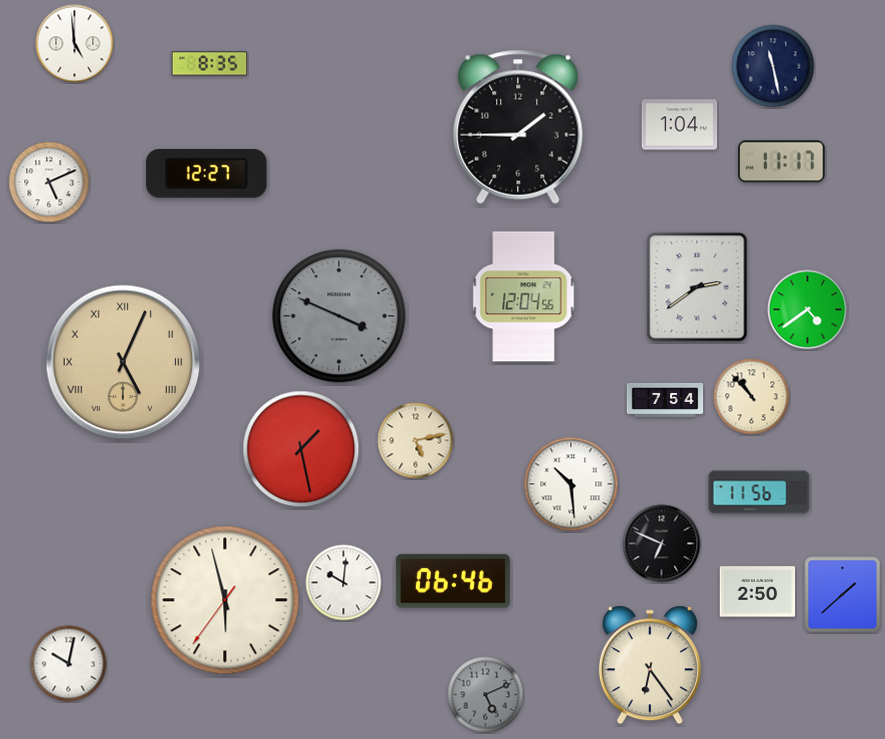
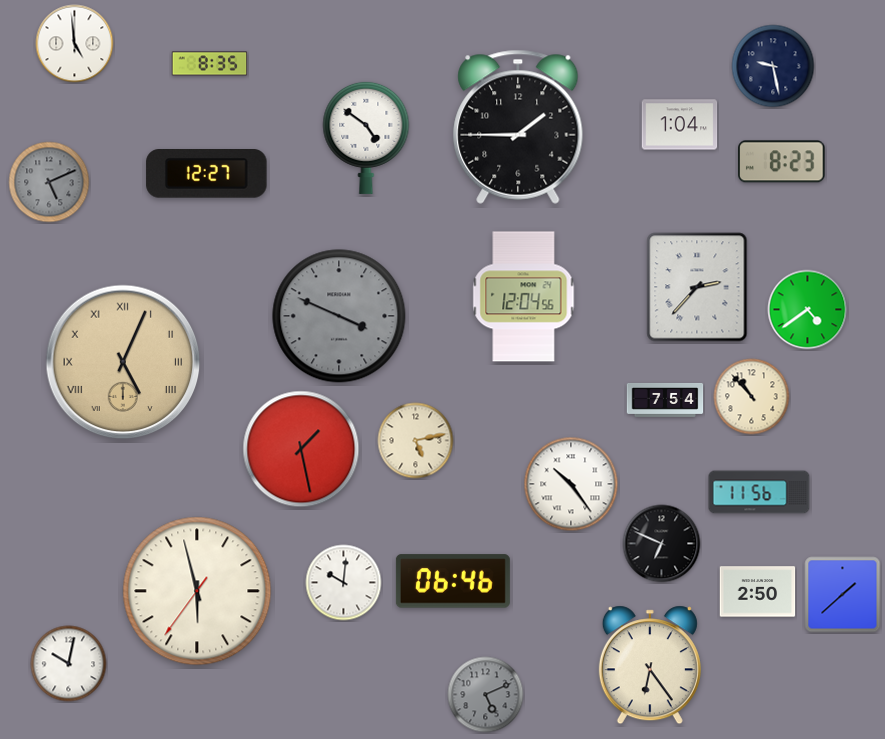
clock at (773, 66): 11:28 -> 9:28
clock at (366, 137): none -> 4:51
clock at (782, 162): 11:17 -> 8:23
clock at (49, 182) dial: white -> grey
clock at (697, 287): 2:39 -> 2:37
clock at (571, 484): 10:29 -> 10:24
clock at (225, 600) position: (225, 600) -> (197, 591)
